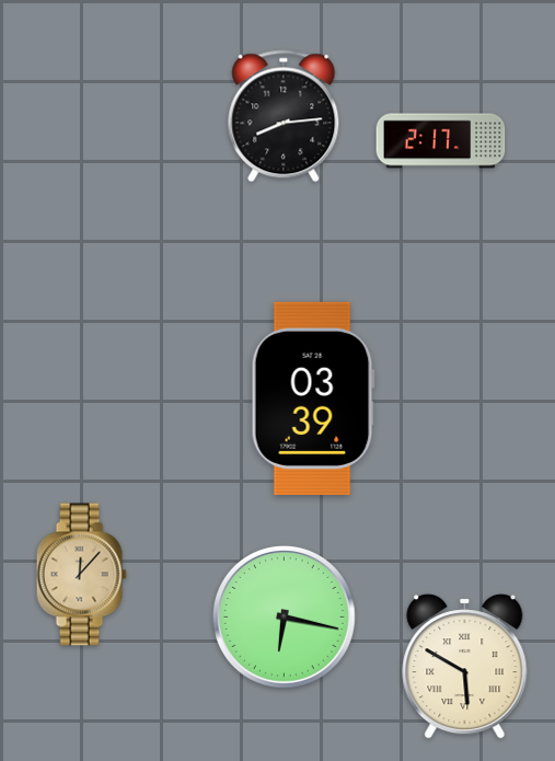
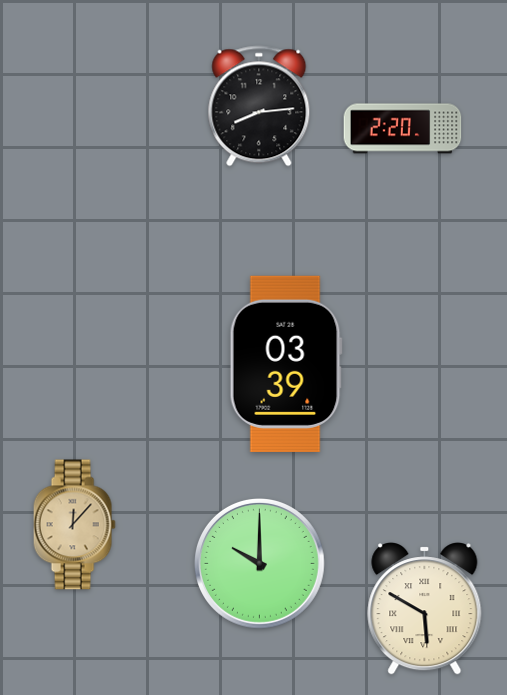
clock at (441, 141): 2:17 -> 2:20
clock at (284, 616): 6:17 -> 10:00
